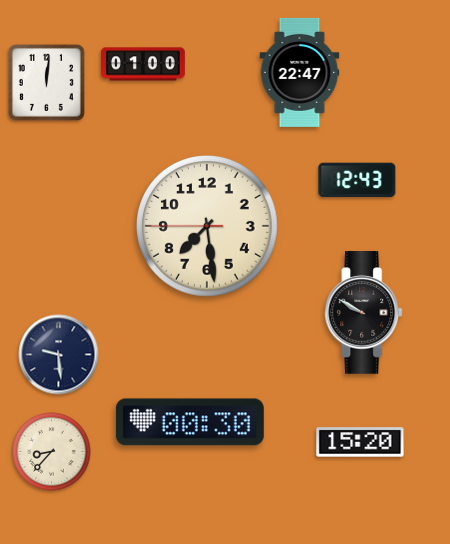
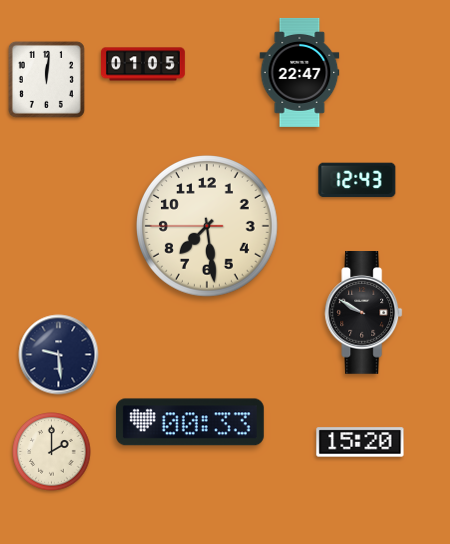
clock at (144, 64): 01:00 -> 01:05
clock at (46, 82) position: (46, 82) -> (46, 79)
clock at (190, 422): 00:30 -> 00:33
clock at (52, 452): 8:37 -> 2:00
